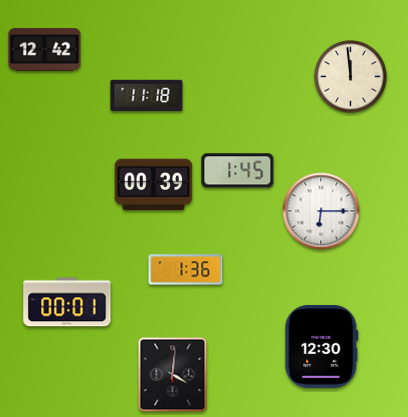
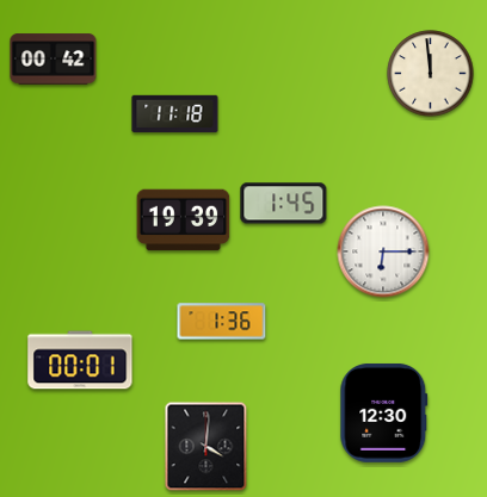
clock at (45, 50): 12:42 -> 00:42
clock at (351, 77) position: (351, 77) -> (431, 74)
clock at (154, 185): 00:39 -> 19:39
